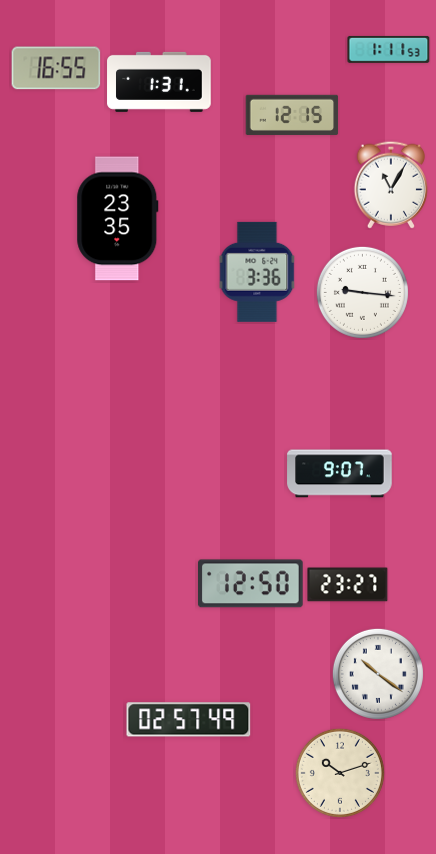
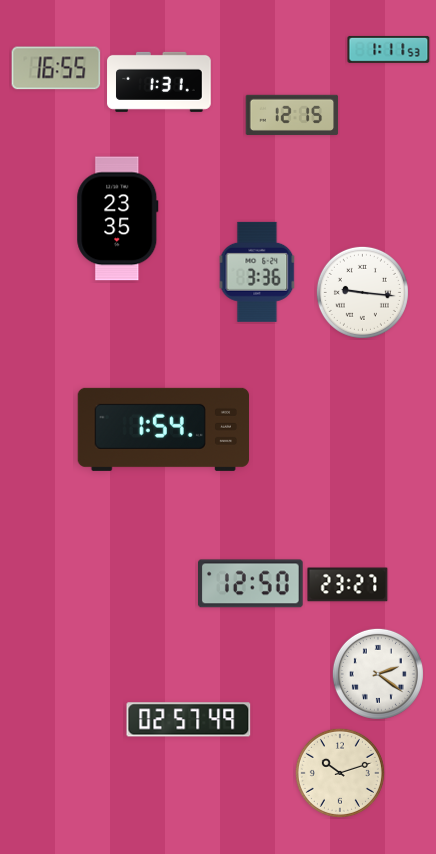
clock at (390, 185): 11:05 -> none
clock at (163, 429): none -> 1:54
clock at (340, 474): 9:07 -> none
clock at (378, 674): 10:21 -> 2:21
